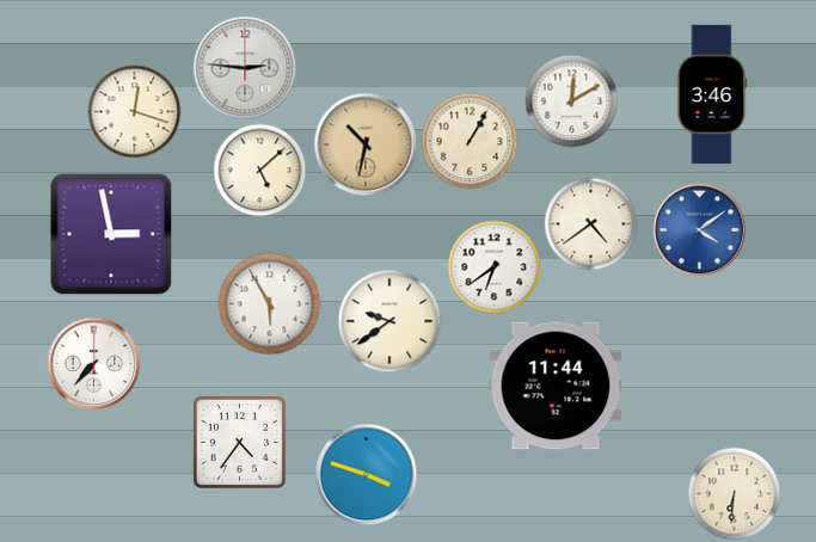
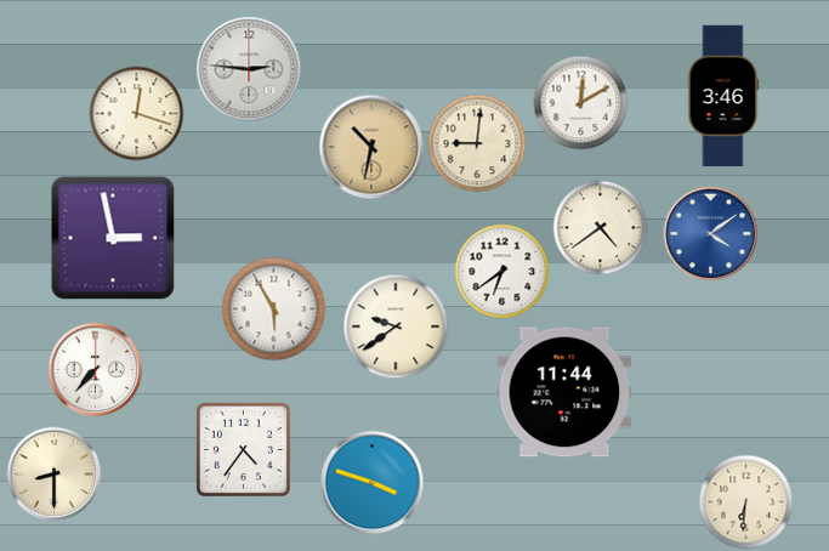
clock at (470, 141): 1:05 -> 9:01
clock at (259, 170): 5:08 -> none
clock at (53, 473): none -> 8:30
